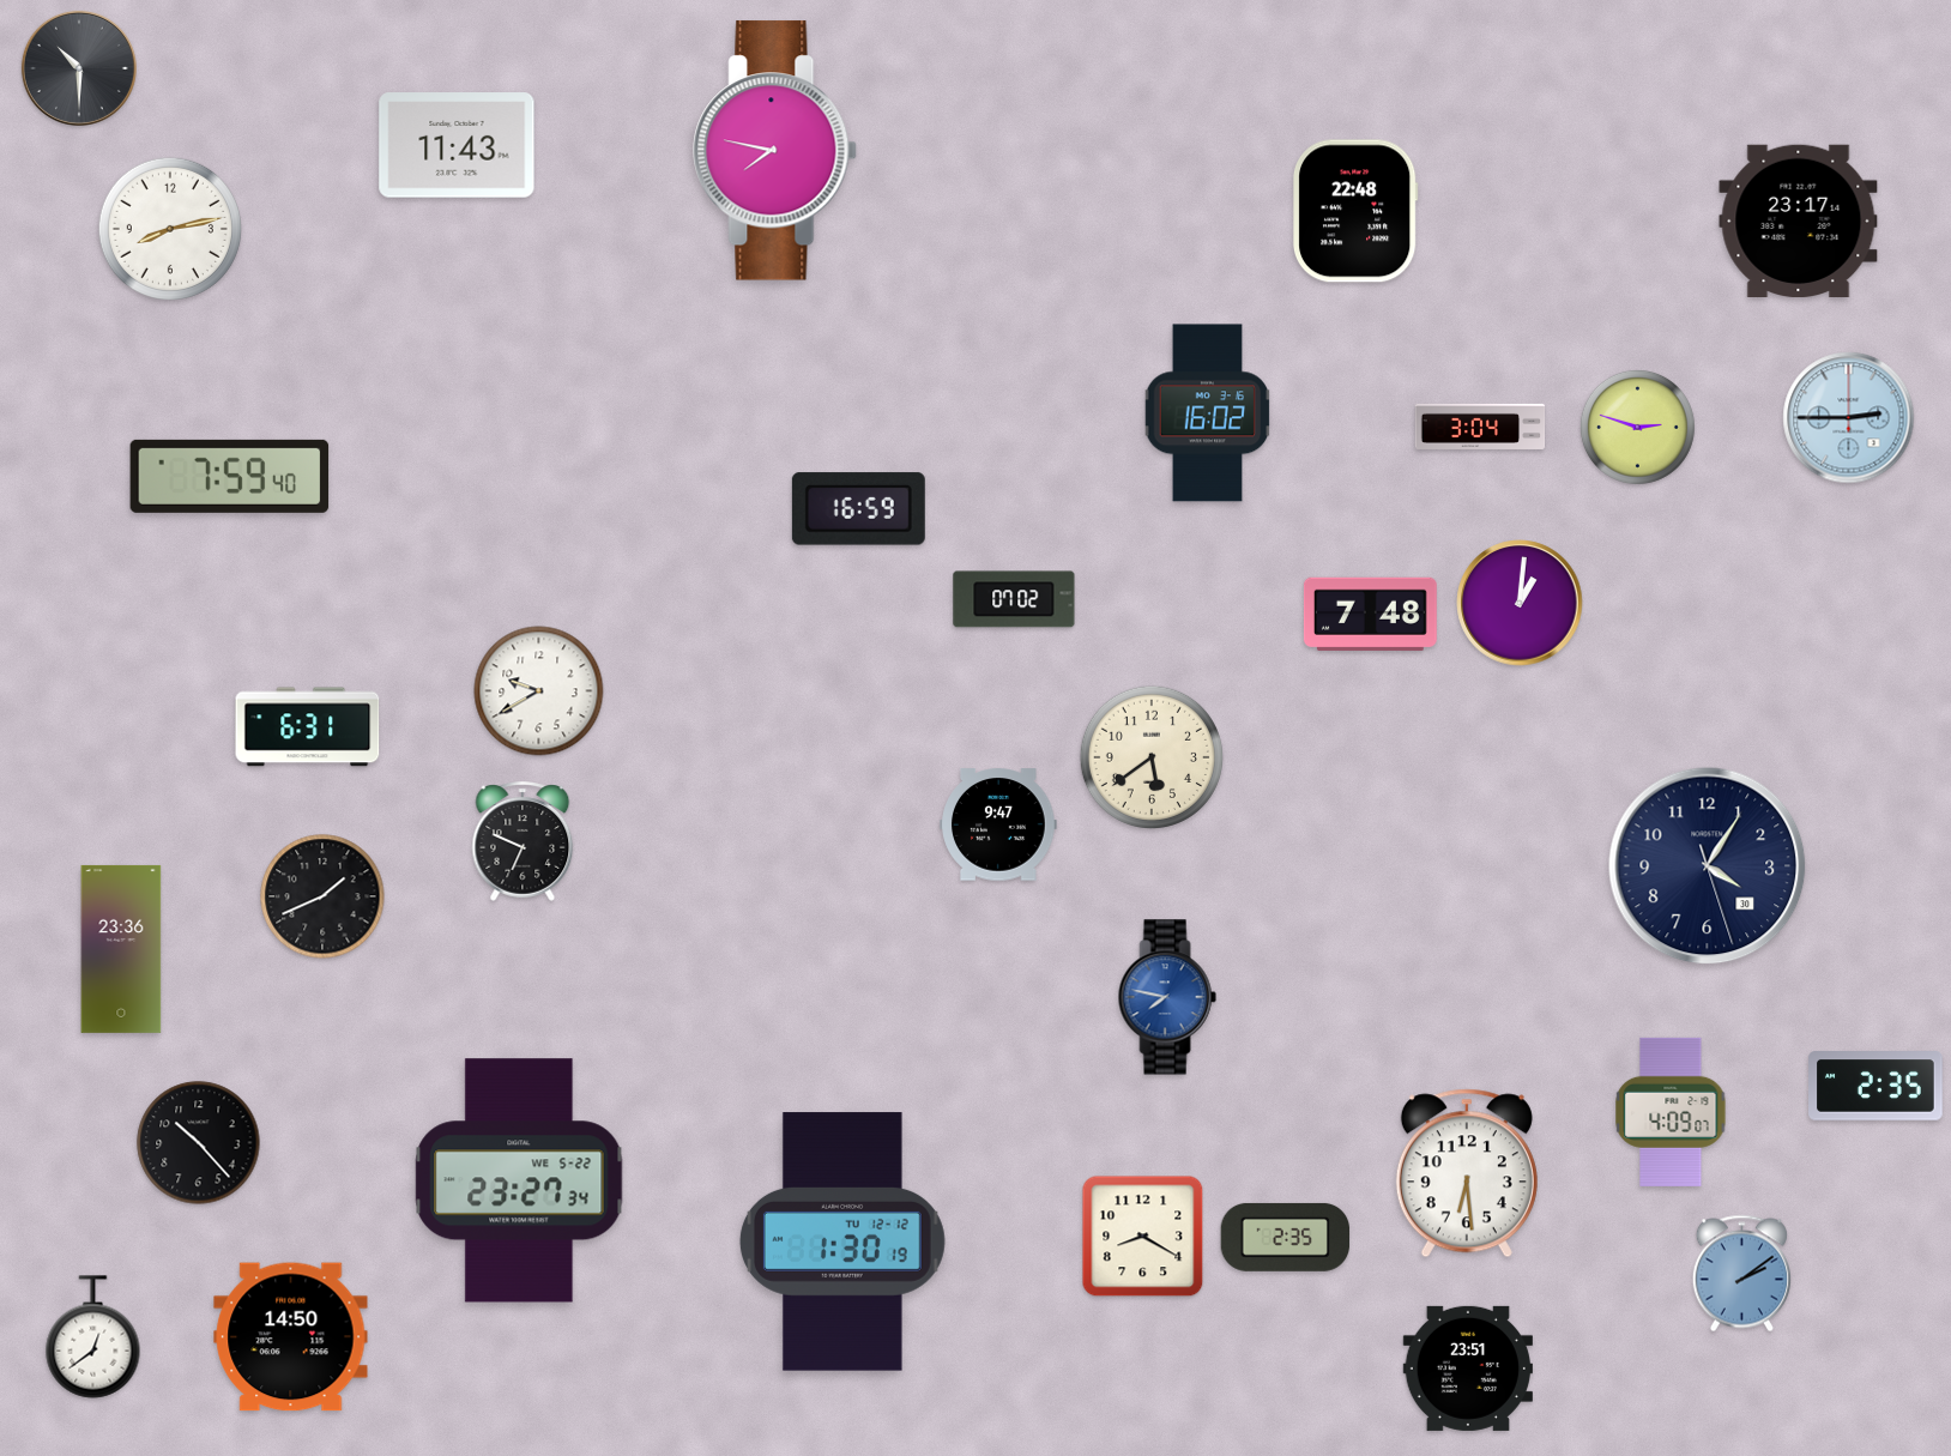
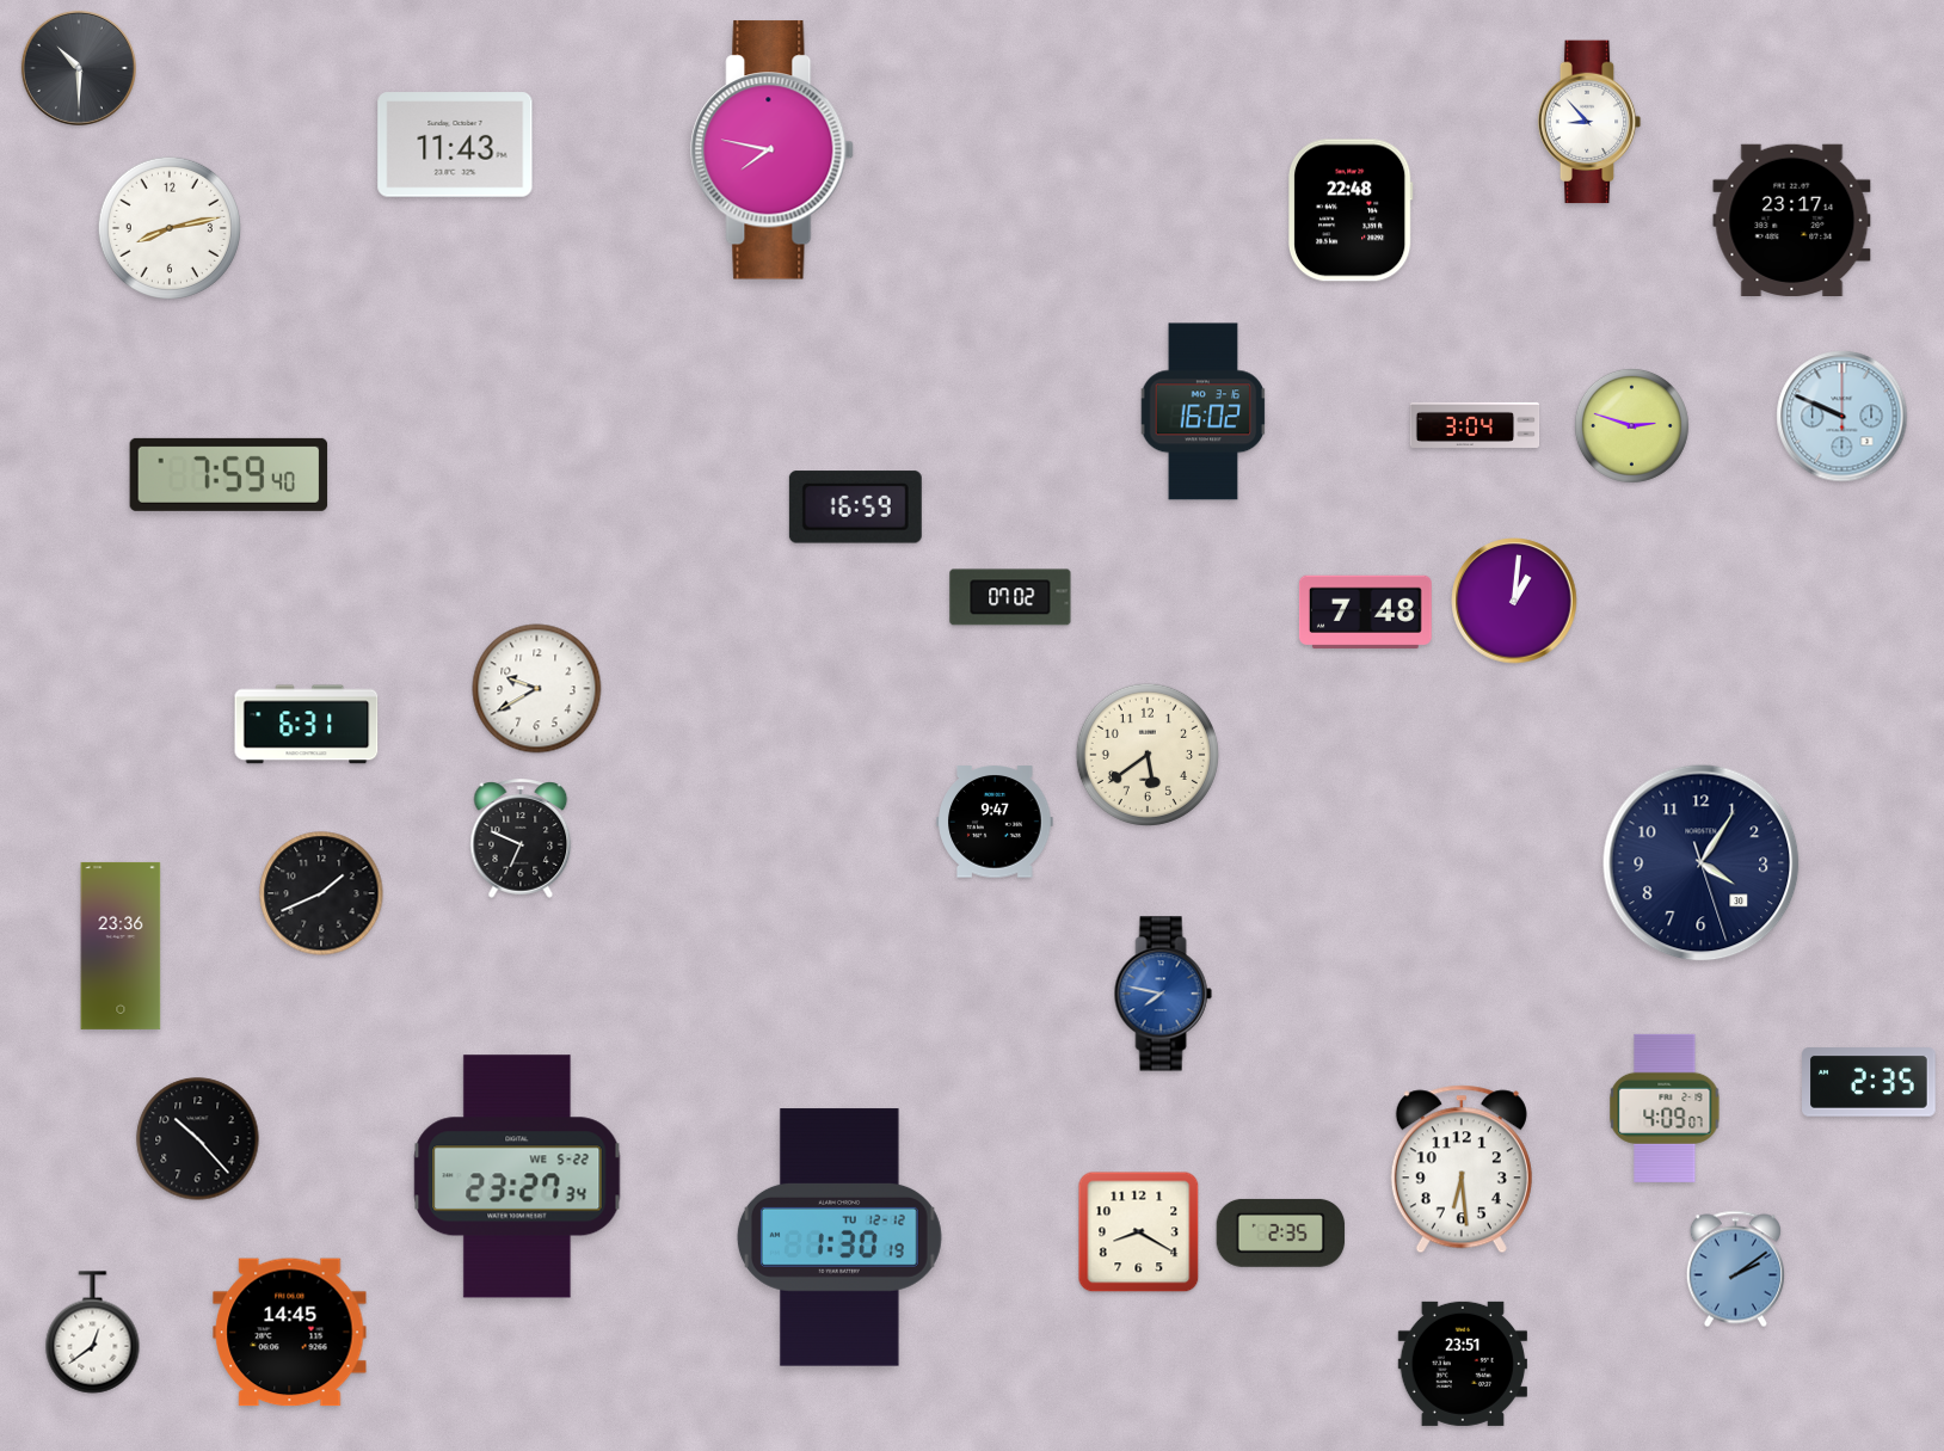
clock at (1589, 122): none -> 8:53
clock at (1849, 418): 2:45 -> 9:49
clock at (291, 1337): 14:50 -> 14:45
